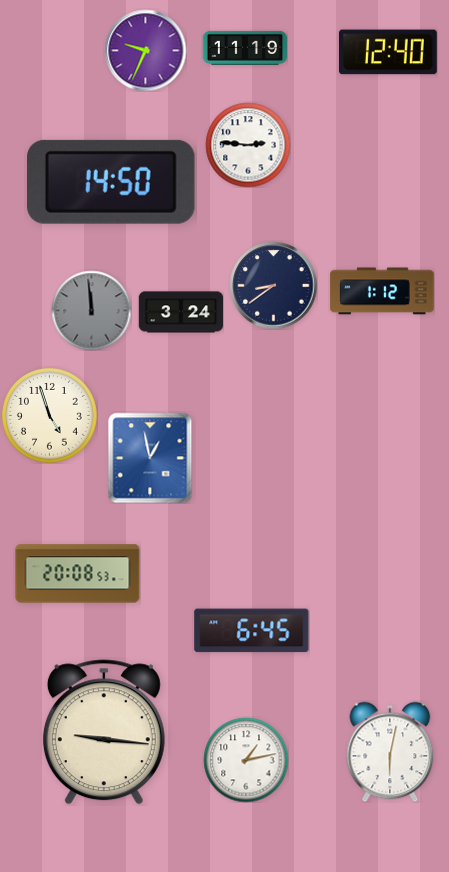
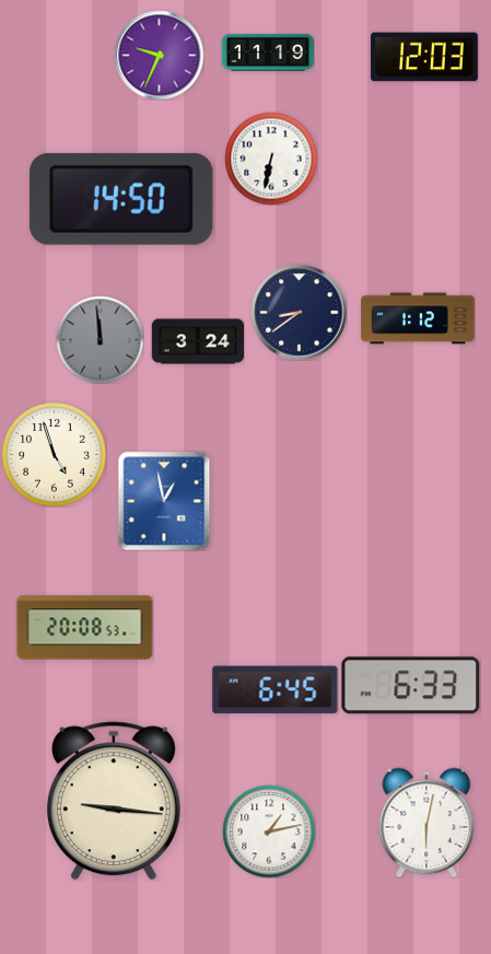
clock at (388, 52): 12:40 -> 12:03
clock at (248, 145): 2:46 -> 6:32
clock at (411, 686): none -> 6:33
